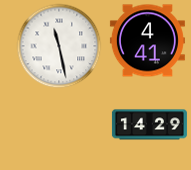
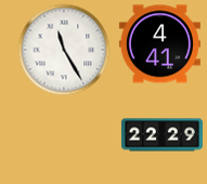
clock at (59, 46): 11:28 -> 11:25
clock at (149, 125): 14:29 -> 22:29
